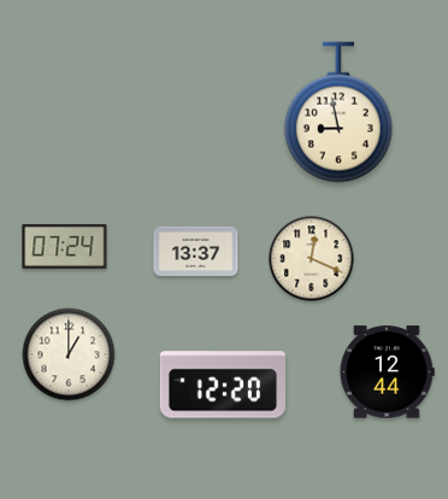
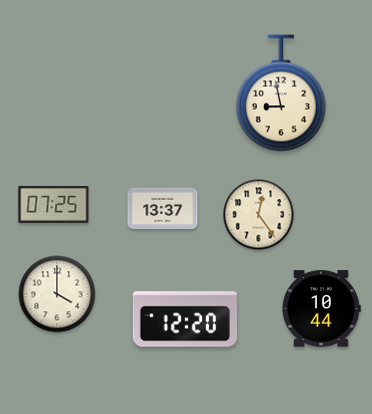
clock at (65, 246): 07:24 -> 07:25
clock at (312, 259): 12:19 -> 12:24
clock at (69, 354): 1:00 -> 4:00
clock at (388, 372): 12:44 -> 10:44
